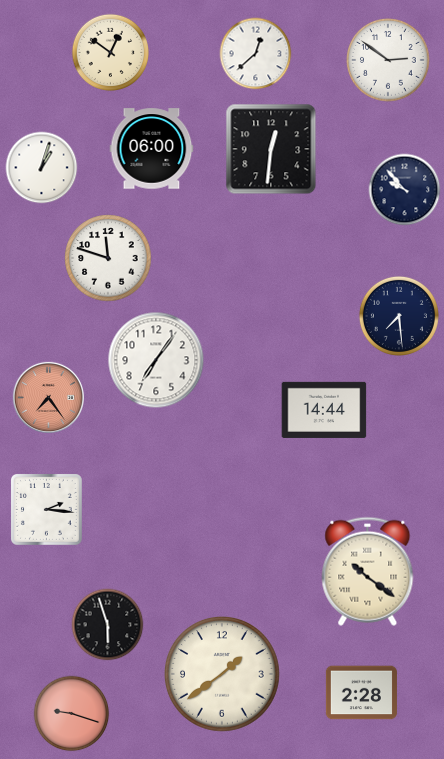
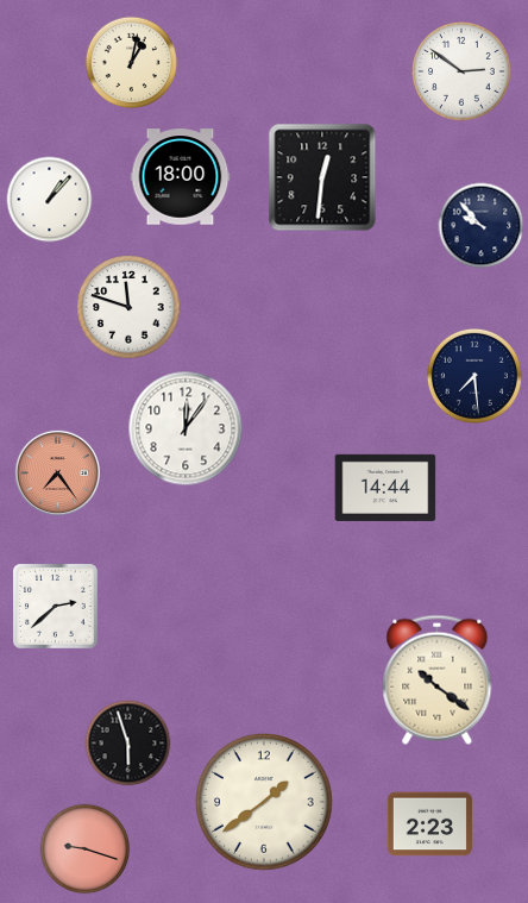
clock at (110, 52): 12:51 -> 1:02
clock at (256, 54): 12:38 -> none
clock at (152, 149): 06:00 -> 18:00
clock at (42, 168): 1:03 -> 1:07
clock at (156, 360): 7:06 -> 12:06
clock at (47, 510): 2:16 -> 2:38
clock at (361, 693): 2:28 -> 2:23
